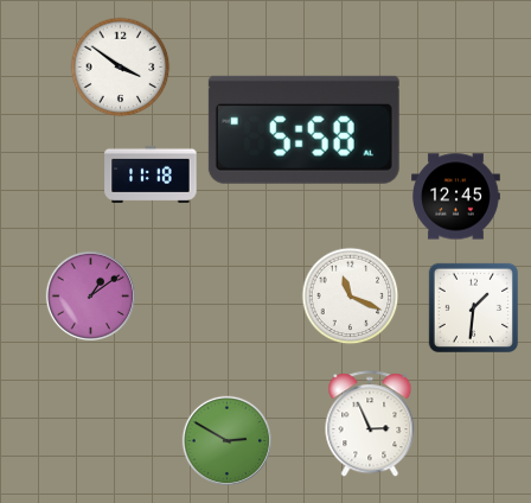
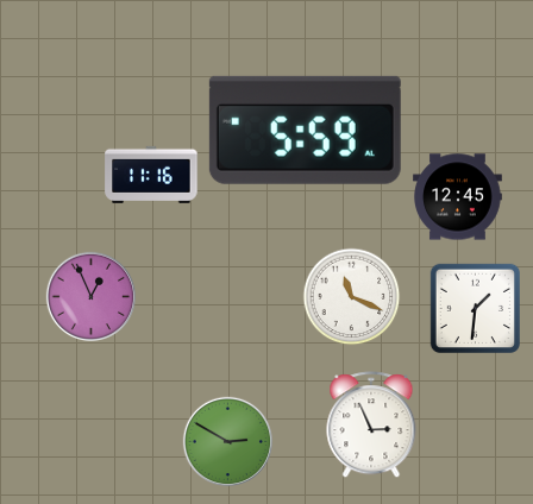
clock at (121, 68): 3:51 -> none
clock at (303, 129): 5:58 -> 5:59
clock at (151, 174): 11:18 -> 11:16
clock at (90, 295): 1:09 -> 12:56
